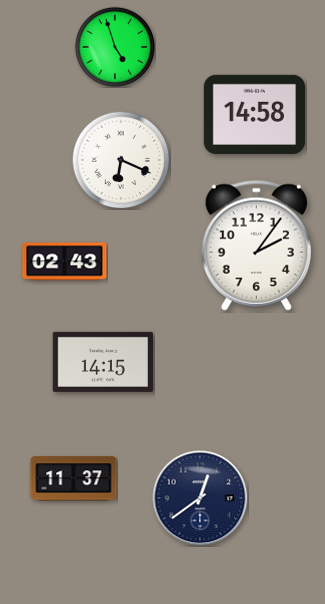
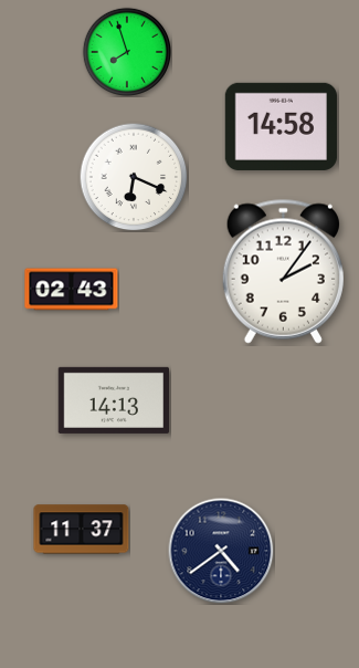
clock at (114, 46): 4:57 -> 7:57
clock at (102, 362): 14:15 -> 14:13
clock at (200, 498): 12:39 -> 4:39
